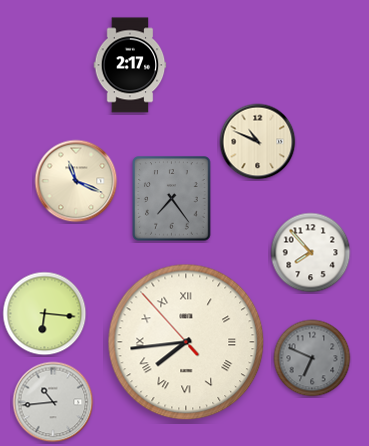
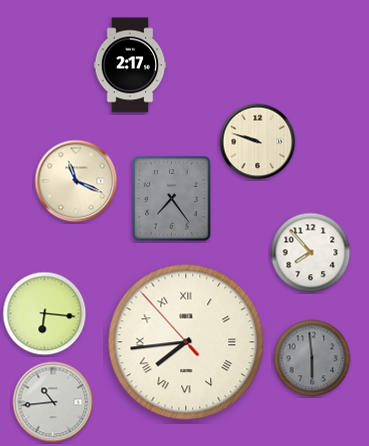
clock at (258, 142): 10:49 -> 9:48
clock at (312, 358): 6:49 -> 5:59
